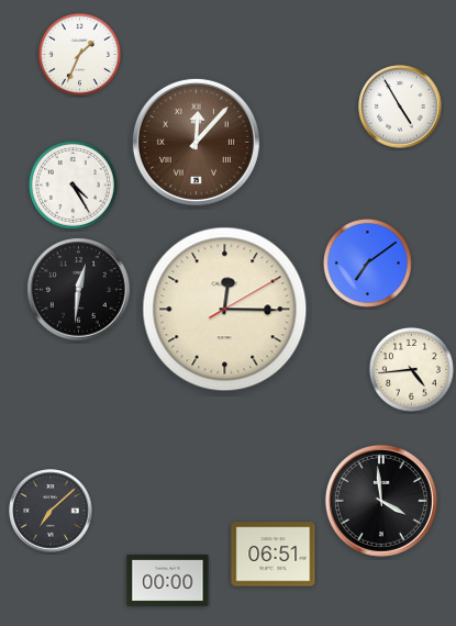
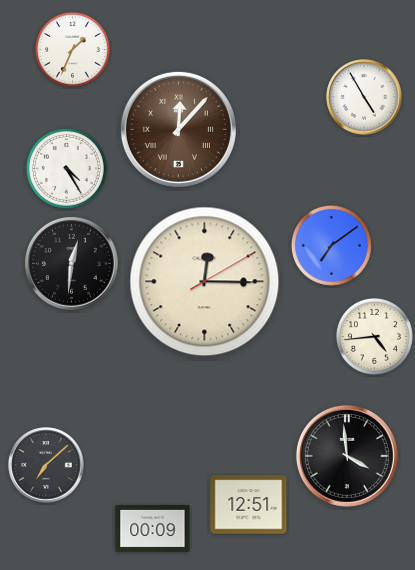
clock at (367, 262) position: (367, 262) -> (331, 245)
clock at (274, 555): 06:51 -> 12:51
clock at (168, 580): 00:00 -> 00:09
